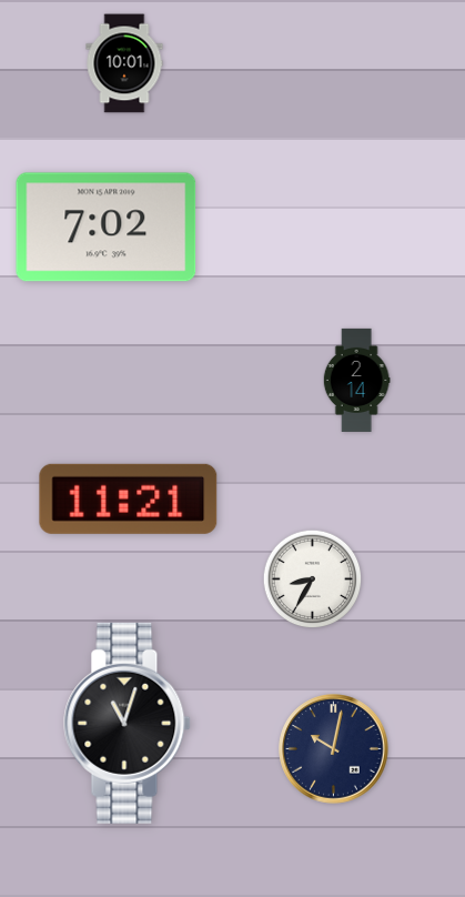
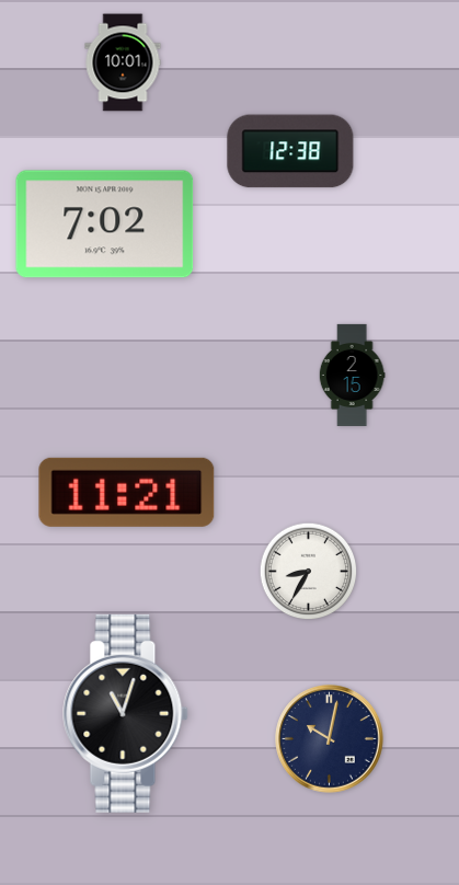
clock at (290, 151): none -> 12:38
clock at (356, 380): 2:14 -> 2:15
